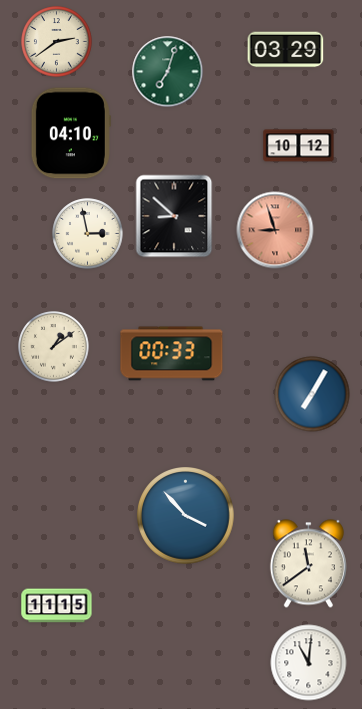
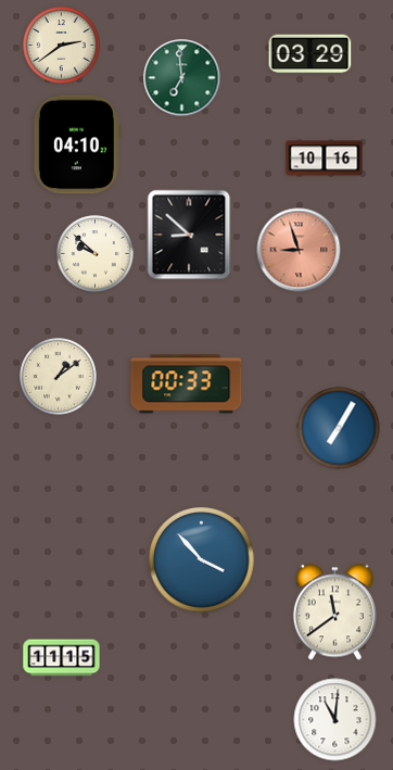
clock at (168, 72): 7:03 -> 6:59
clock at (299, 146): 10:12 -> 10:16
clock at (88, 234): 2:58 -> 9:52
